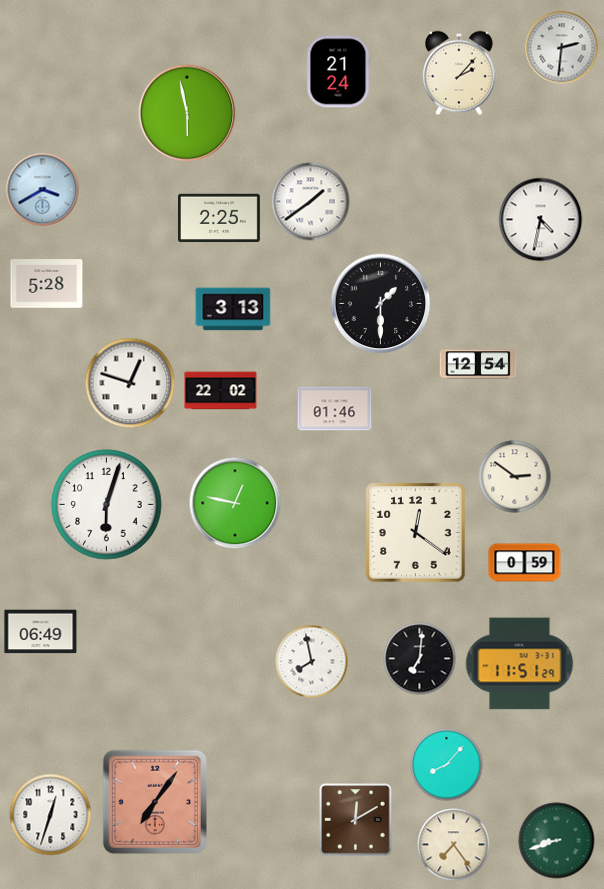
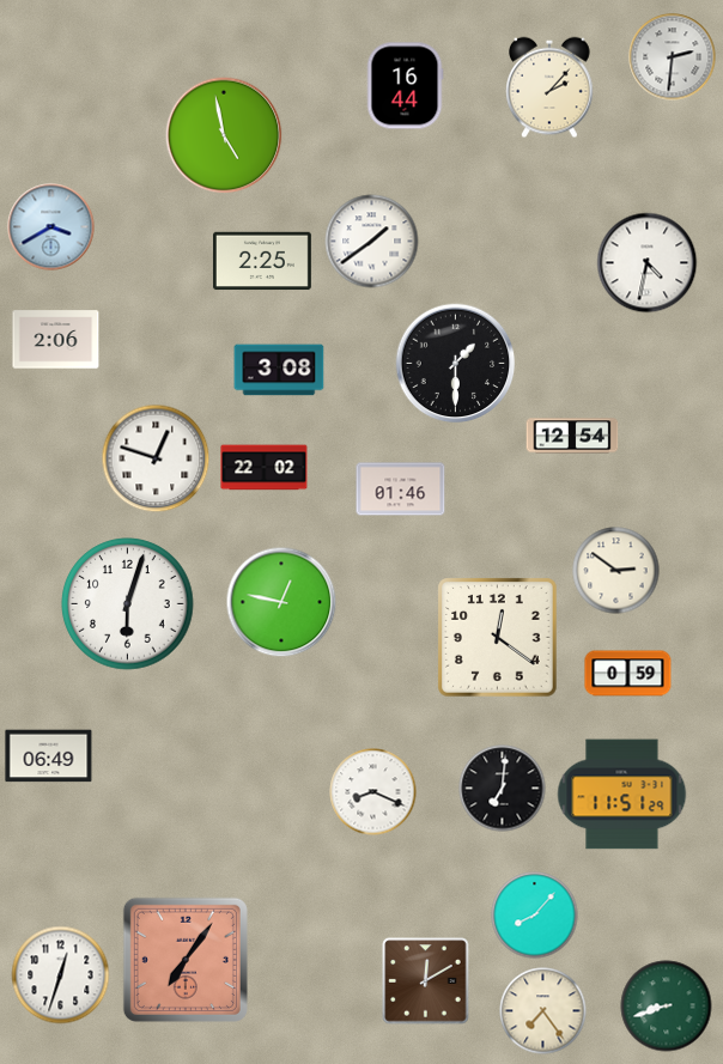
clock at (338, 72): 21:24 -> 16:44
clock at (187, 113): 5:58 -> 4:58
clock at (47, 284): 5:28 -> 2:06
clock at (233, 309): 3:13 -> 3:08
clock at (312, 662): 7:58 -> 8:19
